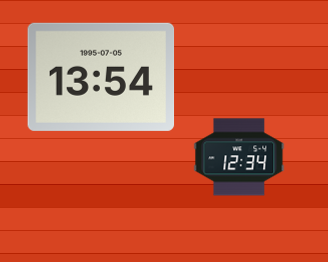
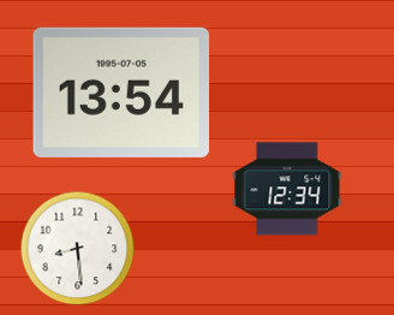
clock at (77, 248): none -> 8:29
